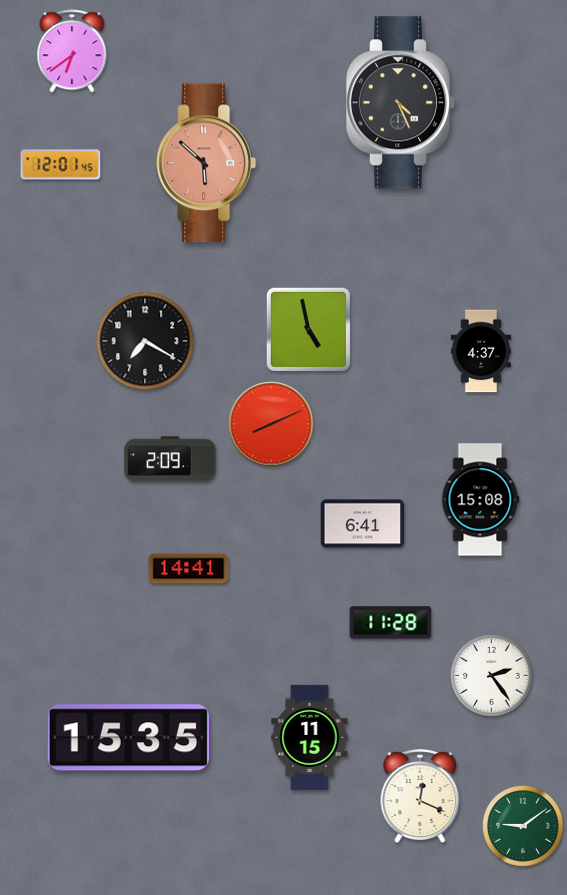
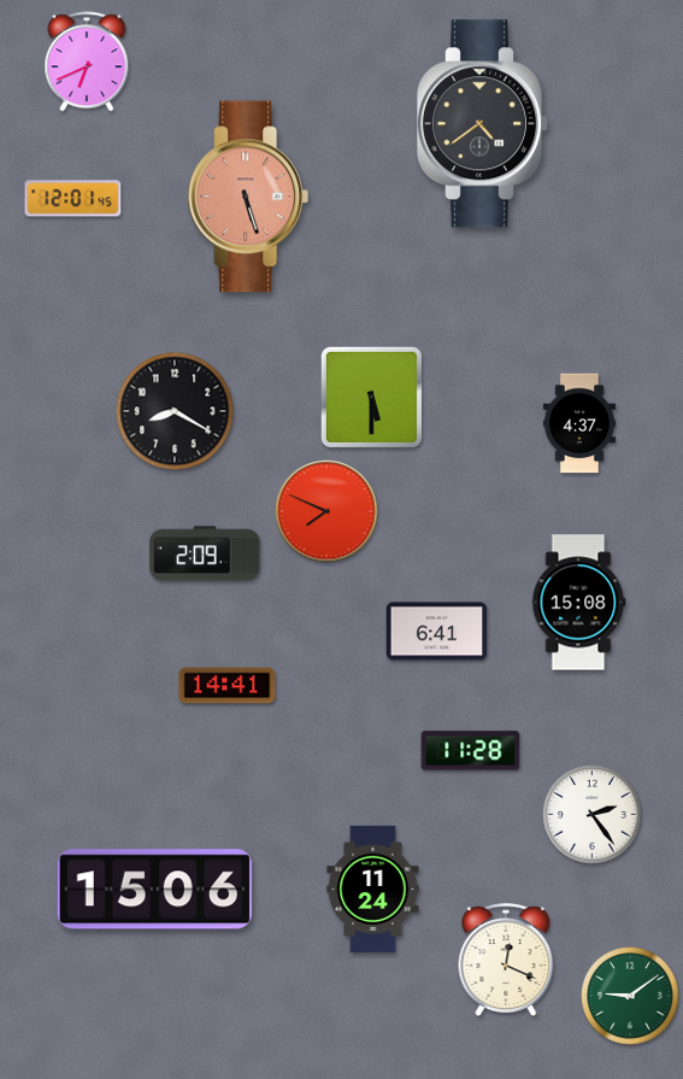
clock at (72, 51): 6:39 -> 6:41
clock at (401, 103): 4:26 -> 4:39
clock at (206, 163): 5:52 -> 5:27
clock at (308, 329): 4:58 -> 5:30
clock at (145, 341): 7:20 -> 8:20
clock at (271, 424): 8:11 -> 7:49
clock at (310, 737): 11:15 -> 11:24
clock at (128, 738): 15:35 -> 15:06
